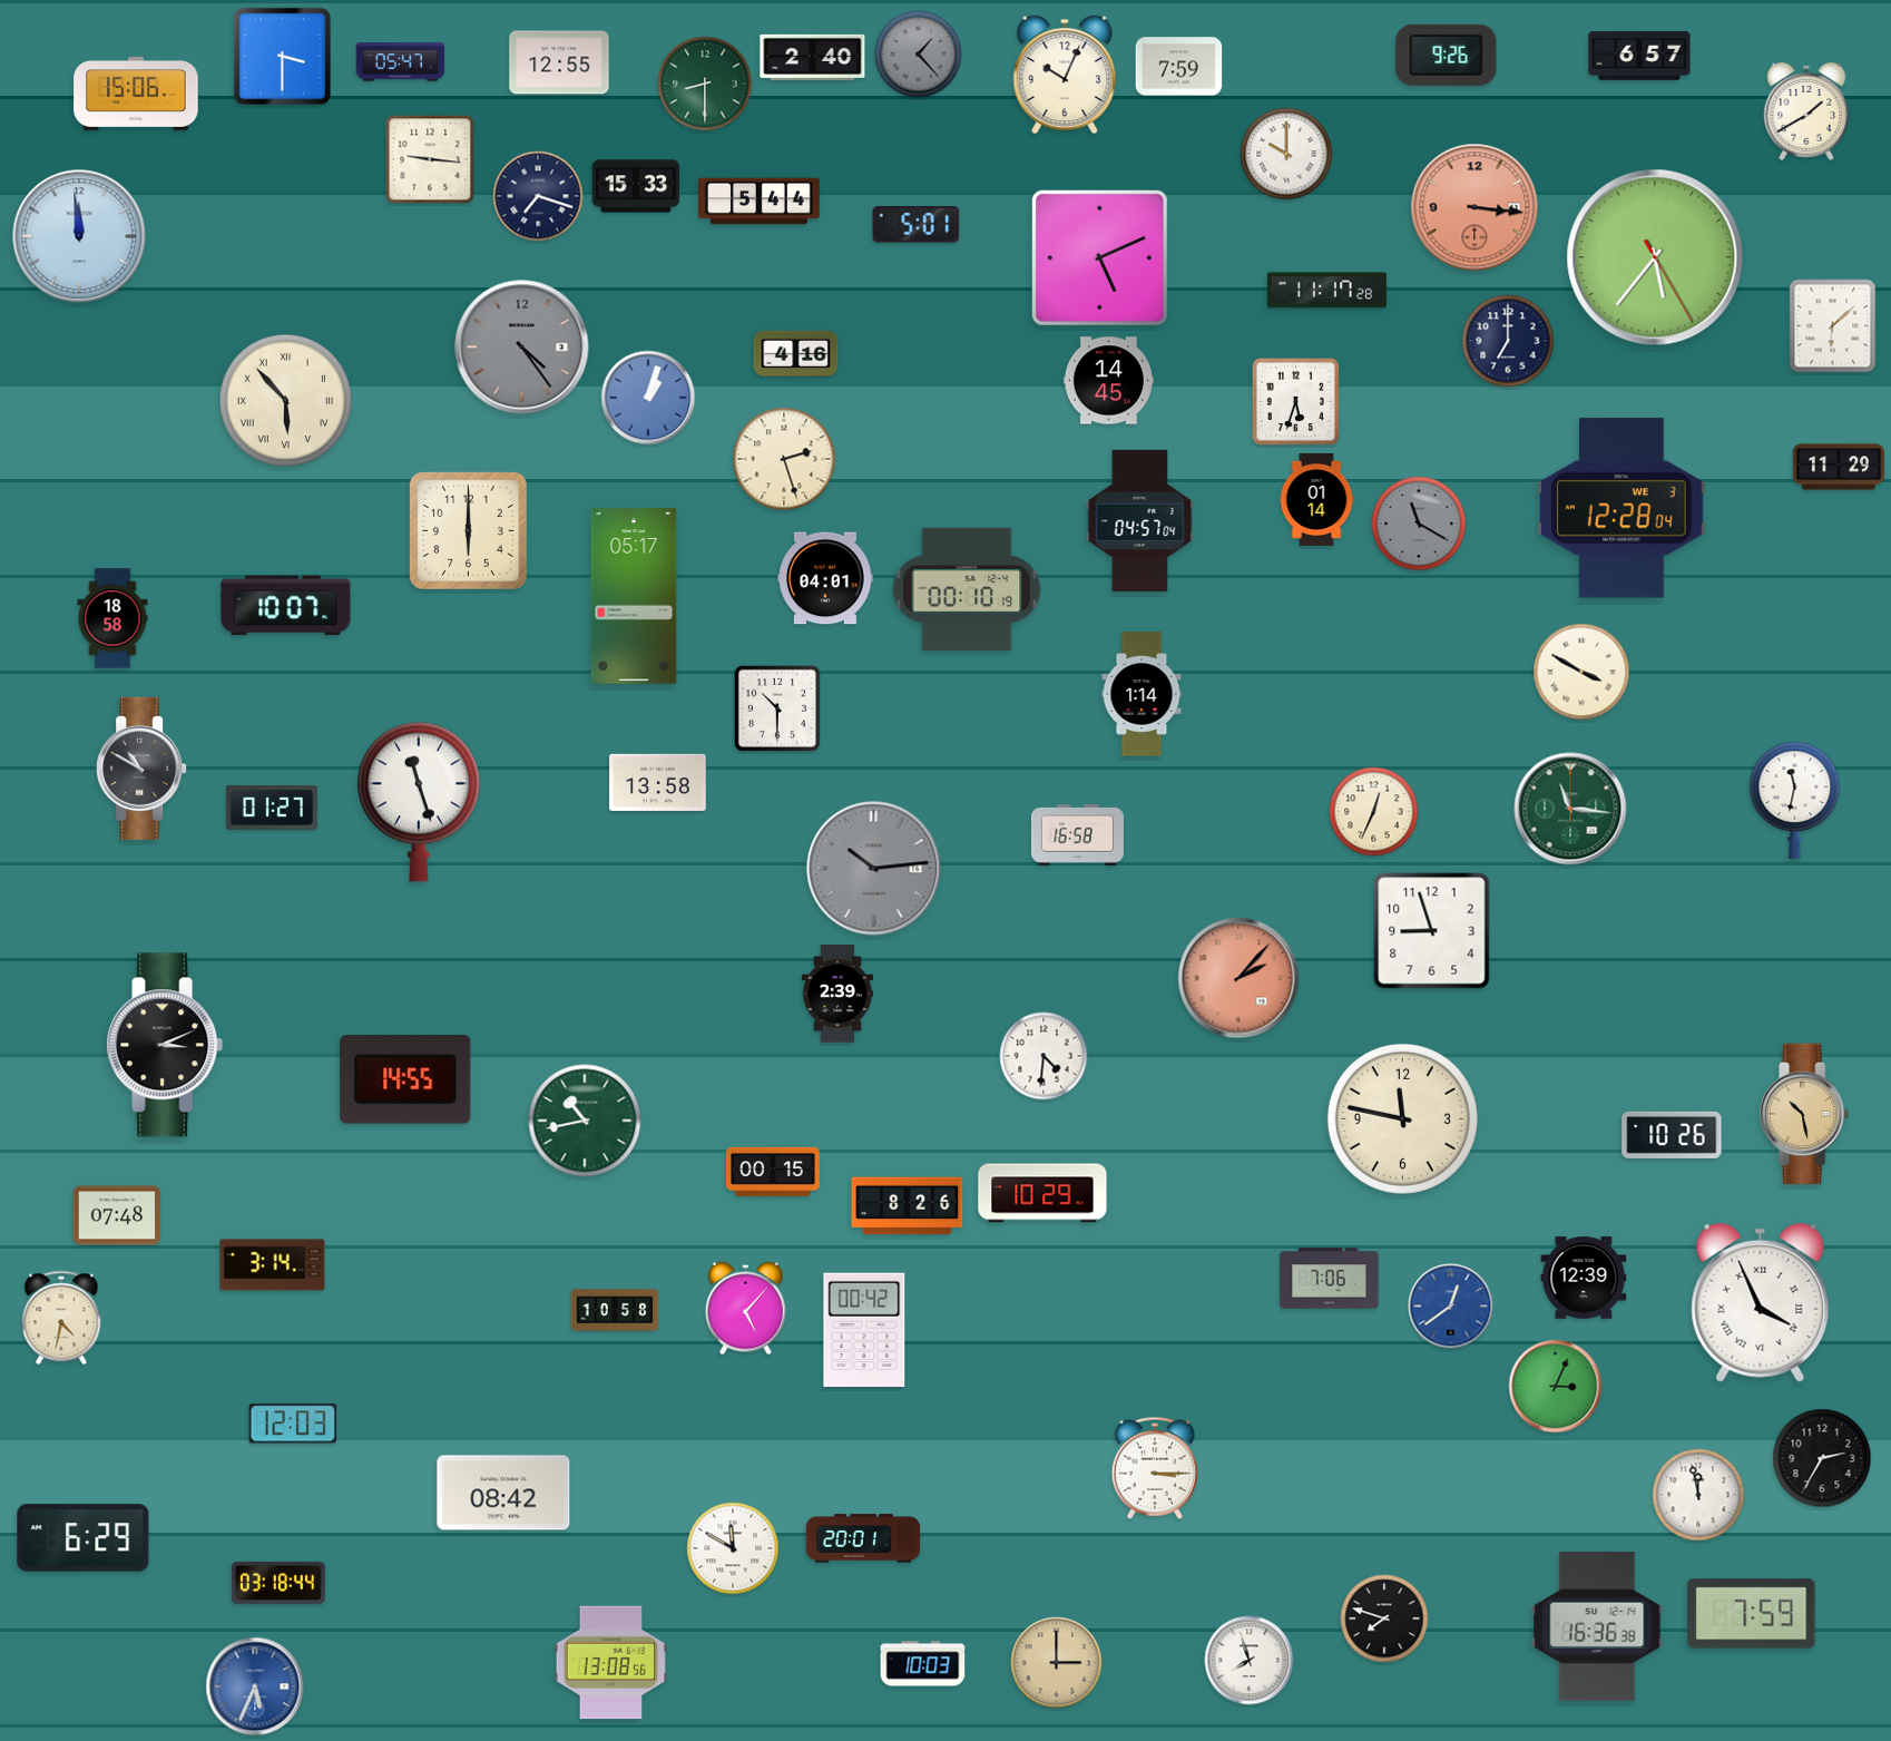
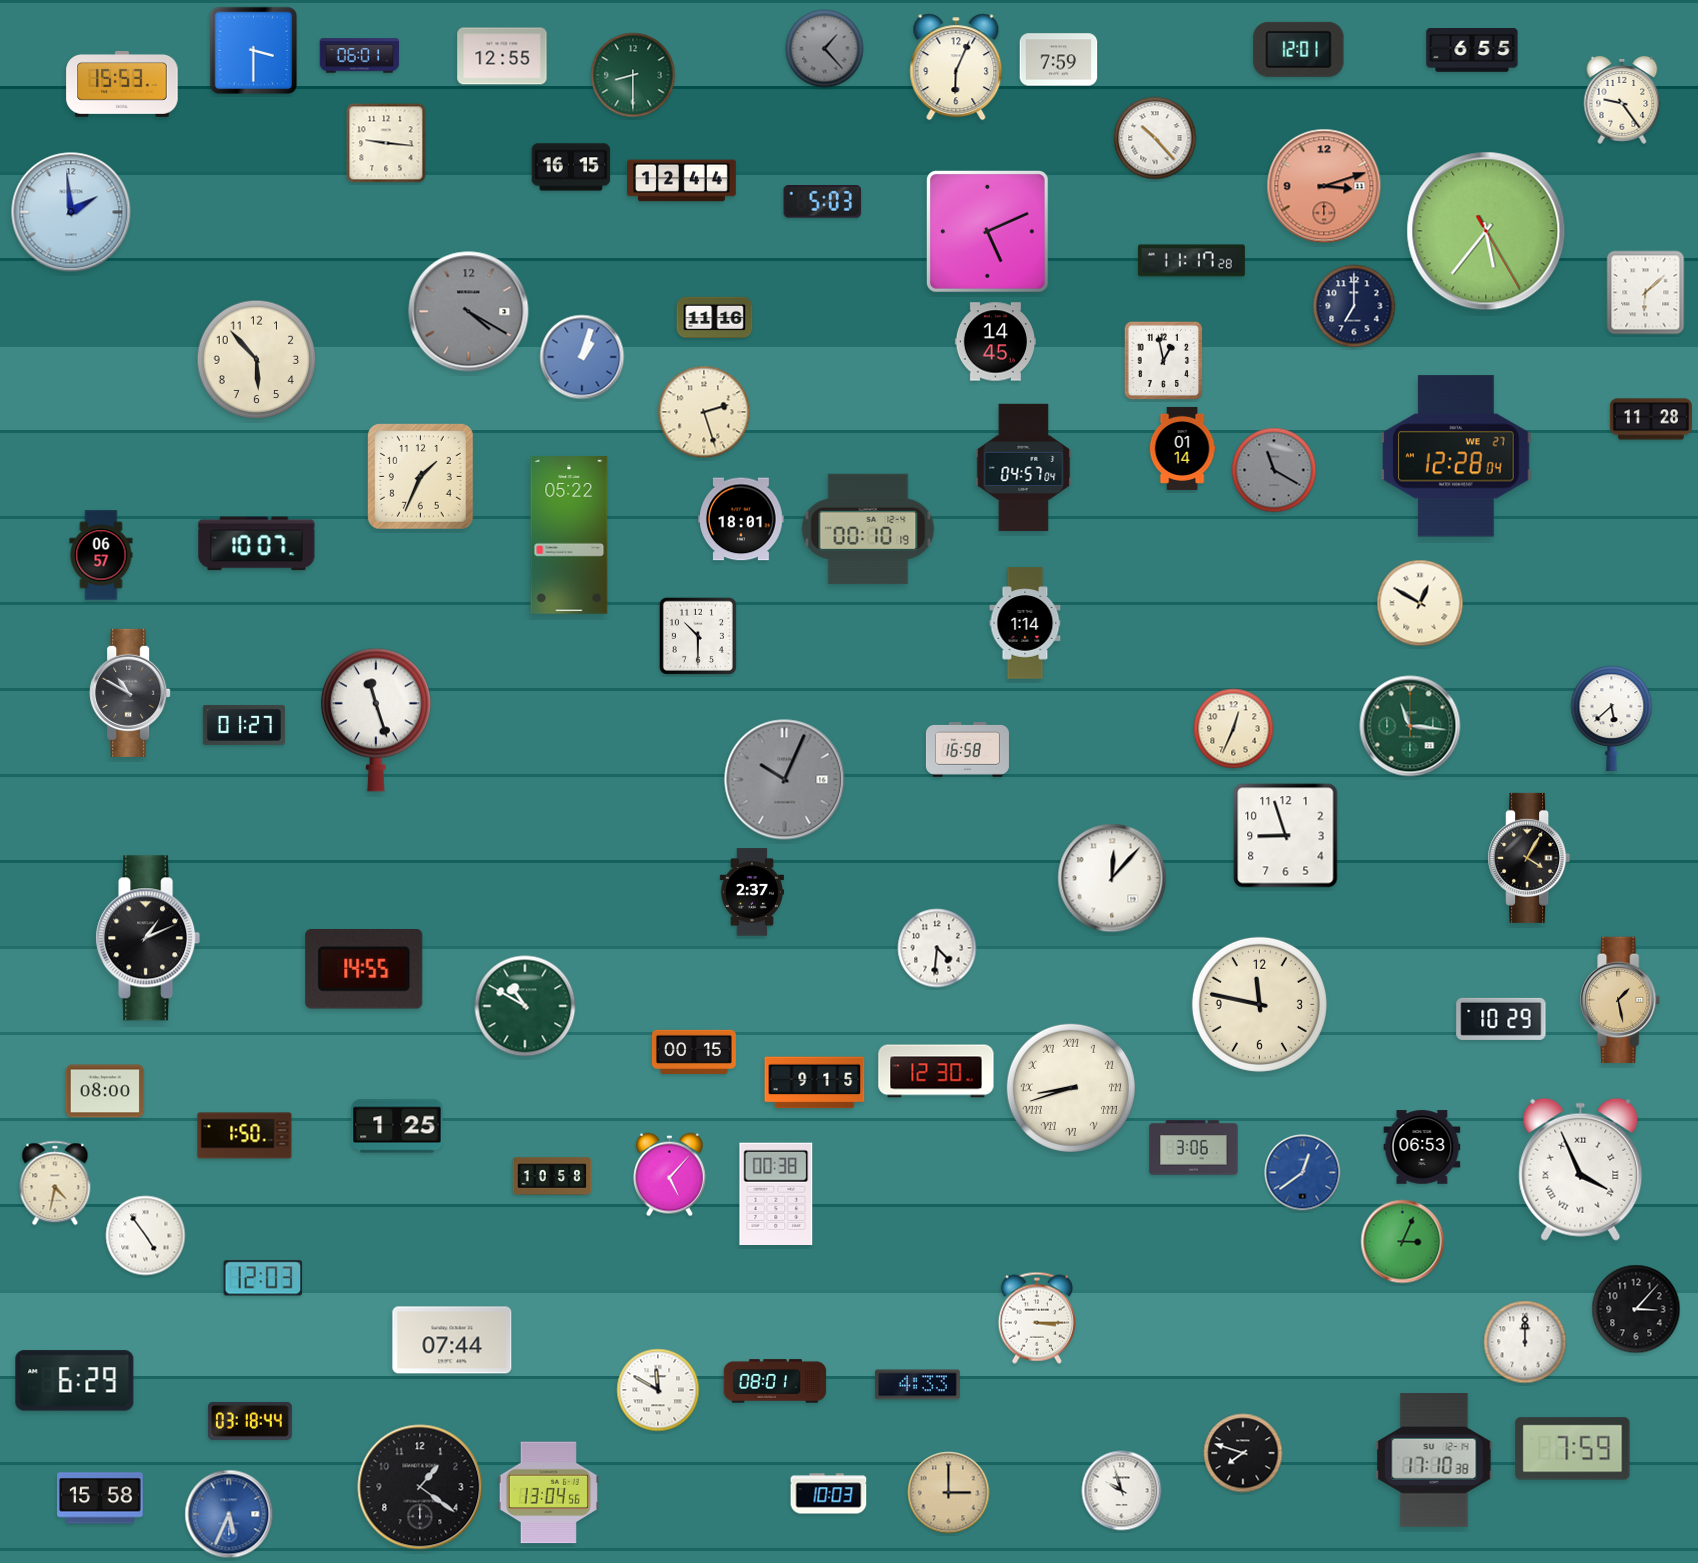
clock at (1447, 55): 9:26 -> 12:01
clock at (813, 57): 2:40 -> none
clock at (1639, 57): 6:57 -> 6:55
clock at (401, 62): 05:47 -> 06:01
clock at (1065, 75): 10:04 -> 6:04
clock at (136, 94): 15:06 -> 15:53
clock at (1806, 113): 1:40 -> 9:24
clock at (1286, 154): 10:00 -> 10:23
clock at (636, 186): 15:33 -> 16:15
clock at (538, 196): 7:18 -> none
clock at (760, 202): 5:44 -> 12:44
clock at (1474, 207): 3:16 -> 3:12
clock at (917, 225): 5:01 -> 5:03
clock at (79, 236): 11:59 -> 1:59
clock at (522, 348): 4:24 -> 4:20
clock at (796, 354): 4:16 -> 11:16
clock at (286, 401) numerals: Roman -> Arabic
clock at (1295, 401): 5:33 -> 12:58
clock at (1839, 467): 11:29 -> 11:28
clock at (1621, 508) date: WE 3 -> WE 27
clock at (468, 530): 6:00 -> 1:34
clock at (825, 578): 04:01 -> 18:01
clock at (634, 596): 05:17 -> 05:22
clock at (112, 618): 18:58 -> 06:57
clock at (1581, 672): 3:50 -> 12:50
clock at (141, 769) position: (141, 769) -> (130, 693)
clock at (658, 782): 13:58 -> none
clock at (1795, 800): 11:32 -> 5:38
clock at (874, 869): 10:14 -> 10:04
clock at (1529, 858): none -> 4:05
clock at (1238, 978): 2:07 -> 12:07
clock at (1238, 978) dial: salmon -> white
clock at (837, 994): 2:39 -> 2:37
clock at (165, 1045): 3:11 -> 1:11
clock at (1805, 1114): 10:28 -> 1:28
clock at (585, 1121): 10:43 -> 10:50
clock at (1672, 1135): 10:26 -> 10:29
clock at (1042, 1193): 10:29 -> 12:30
clock at (908, 1206): 8:26 -> 9:15
clock at (1071, 1088): none -> 8:42
clock at (117, 1215): 07:48 -> 08:00
clock at (397, 1126): none -> 1:25
clock at (273, 1265): 3:14 -> 1:50
clock at (1584, 1278): 12:39 -> 06:53
clock at (1330, 1279): 7:06 -> 3:06
clock at (864, 1330): 00:42 -> 00:38
clock at (146, 1236): none -> 4:54
clock at (1556, 1387) position: (1556, 1387) -> (1403, 1242)
clock at (1822, 1458): 2:35 -> 3:07
clock at (503, 1493): 08:42 -> 07:44
clock at (1698, 1495): 11:58 -> 12:00
clock at (863, 1538): 20:01 -> 08:01
clock at (917, 1385): none -> 4:33
clock at (1597, 1626): 16:36 -> 17:10
clock at (420, 1487): none -> 1:21
clock at (1250, 1661): 7:57 -> 9:57
clock at (610, 1663): 13:08 -> 13:04
clock at (101, 1498): none -> 15:58
